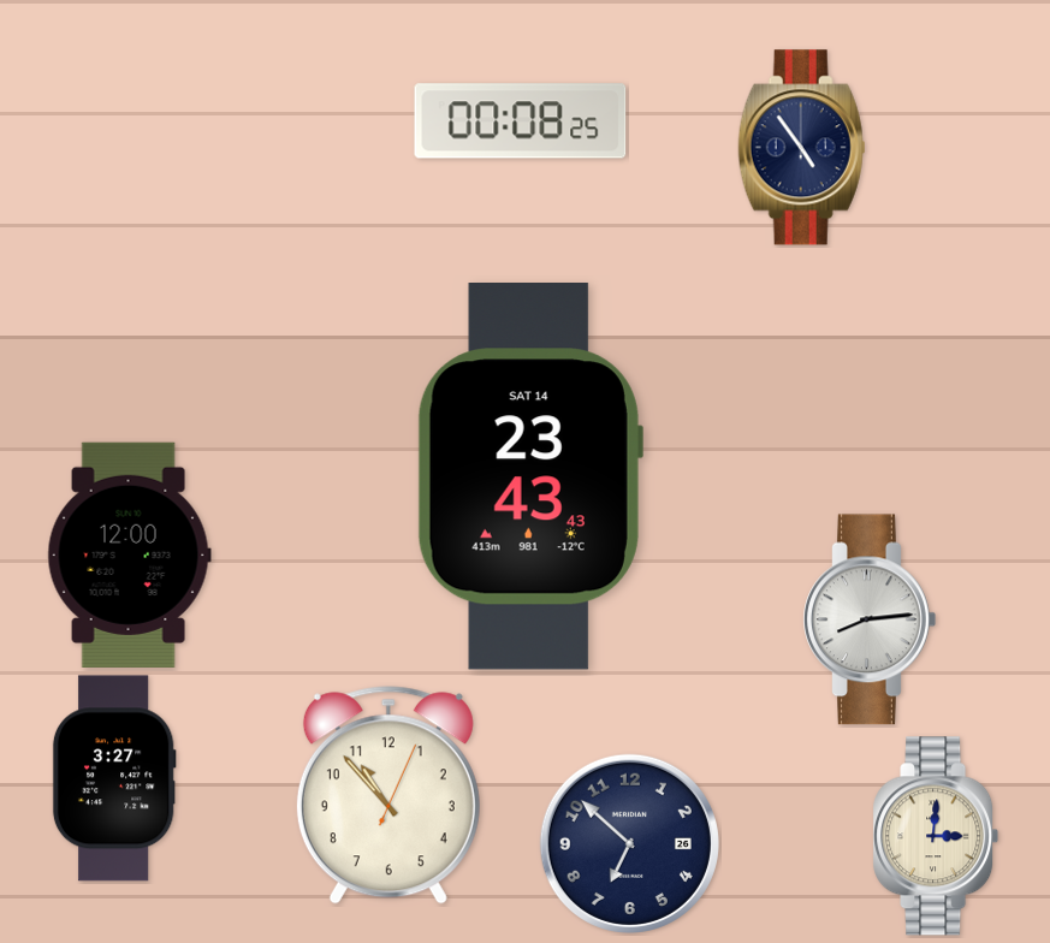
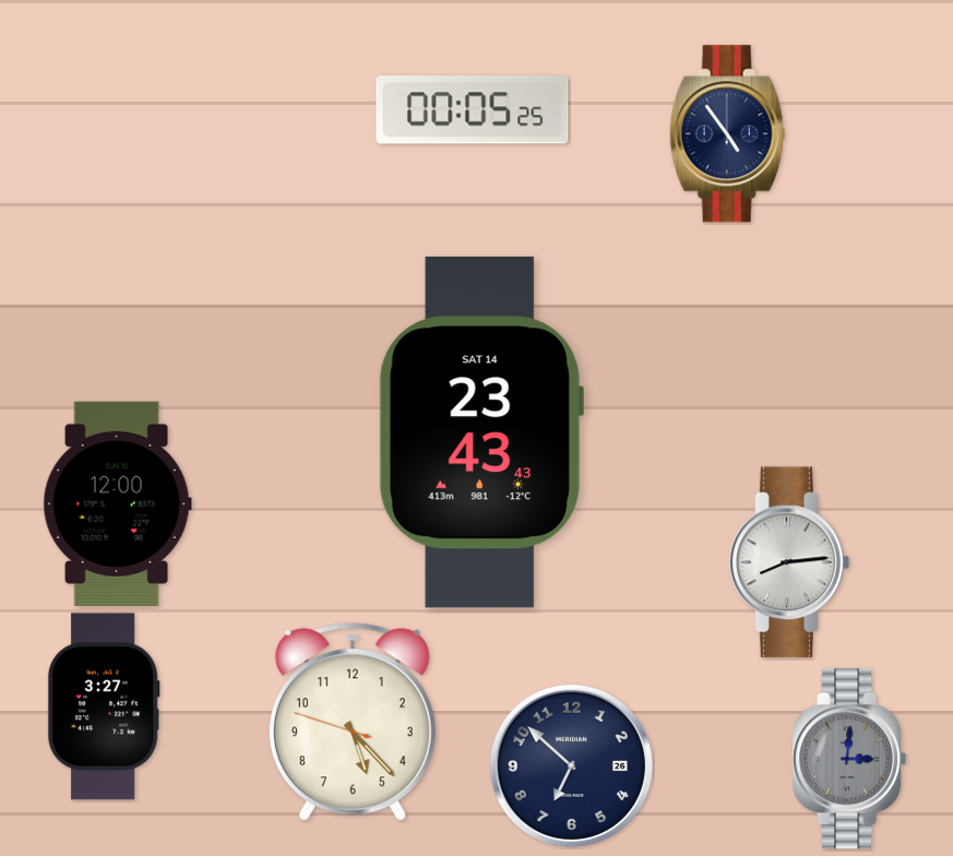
clock at (521, 121): 00:08 -> 00:05
clock at (388, 795): 10:53 -> 5:22
clock at (936, 836) dial: cream -> grey
